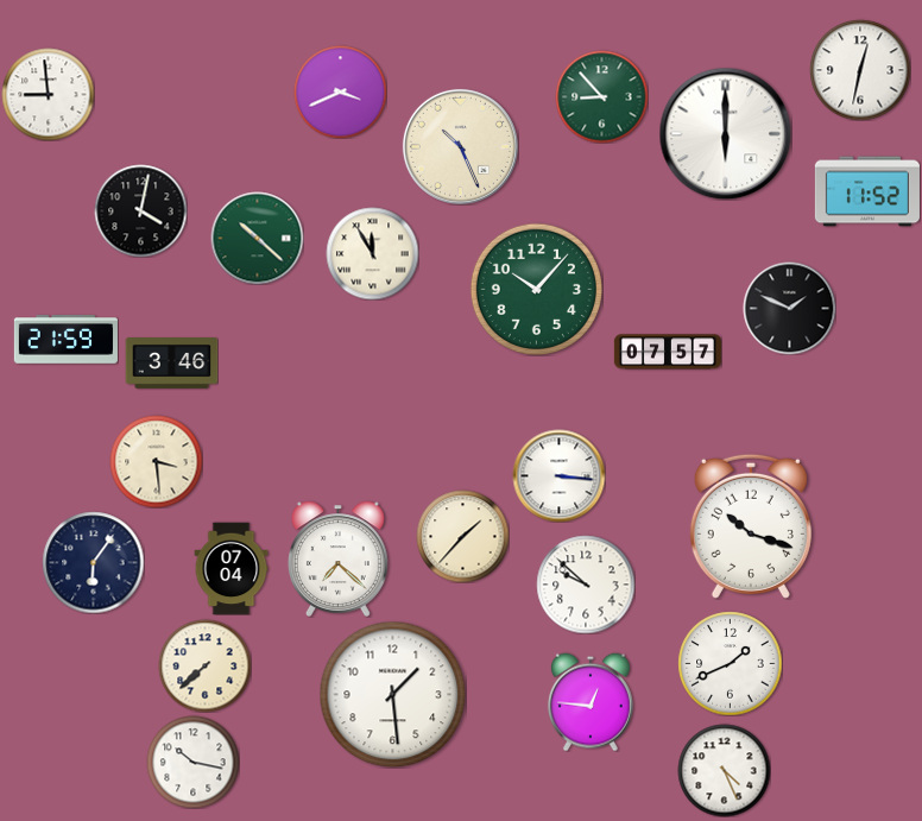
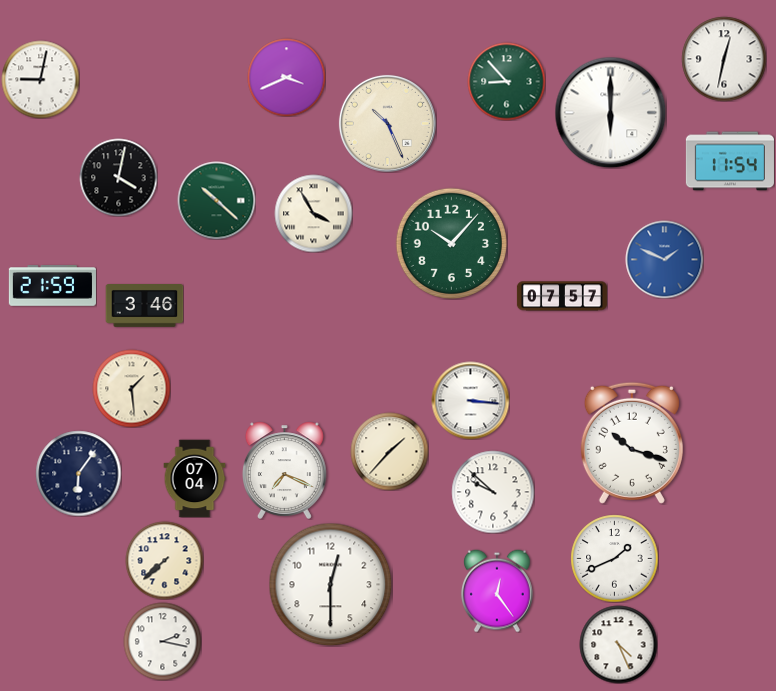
clock at (48, 94): 8:59 -> 9:02
clock at (867, 191): 11:52 -> 11:54
clock at (372, 253): 11:55 -> 3:55
clock at (789, 308) dial: black -> blue
clock at (65, 340) position: (65, 340) -> (52, 286)
clock at (156, 461): 3:29 -> 1:29
clock at (337, 558): 7:22 -> 7:19
clock at (204, 665) position: (204, 665) -> (164, 560)
clock at (392, 694): 1:29 -> 12:30
clock at (591, 702): 12:46 -> 12:24
clock at (192, 762): 10:17 -> 2:17
clock at (724, 770) position: (724, 770) -> (618, 644)
